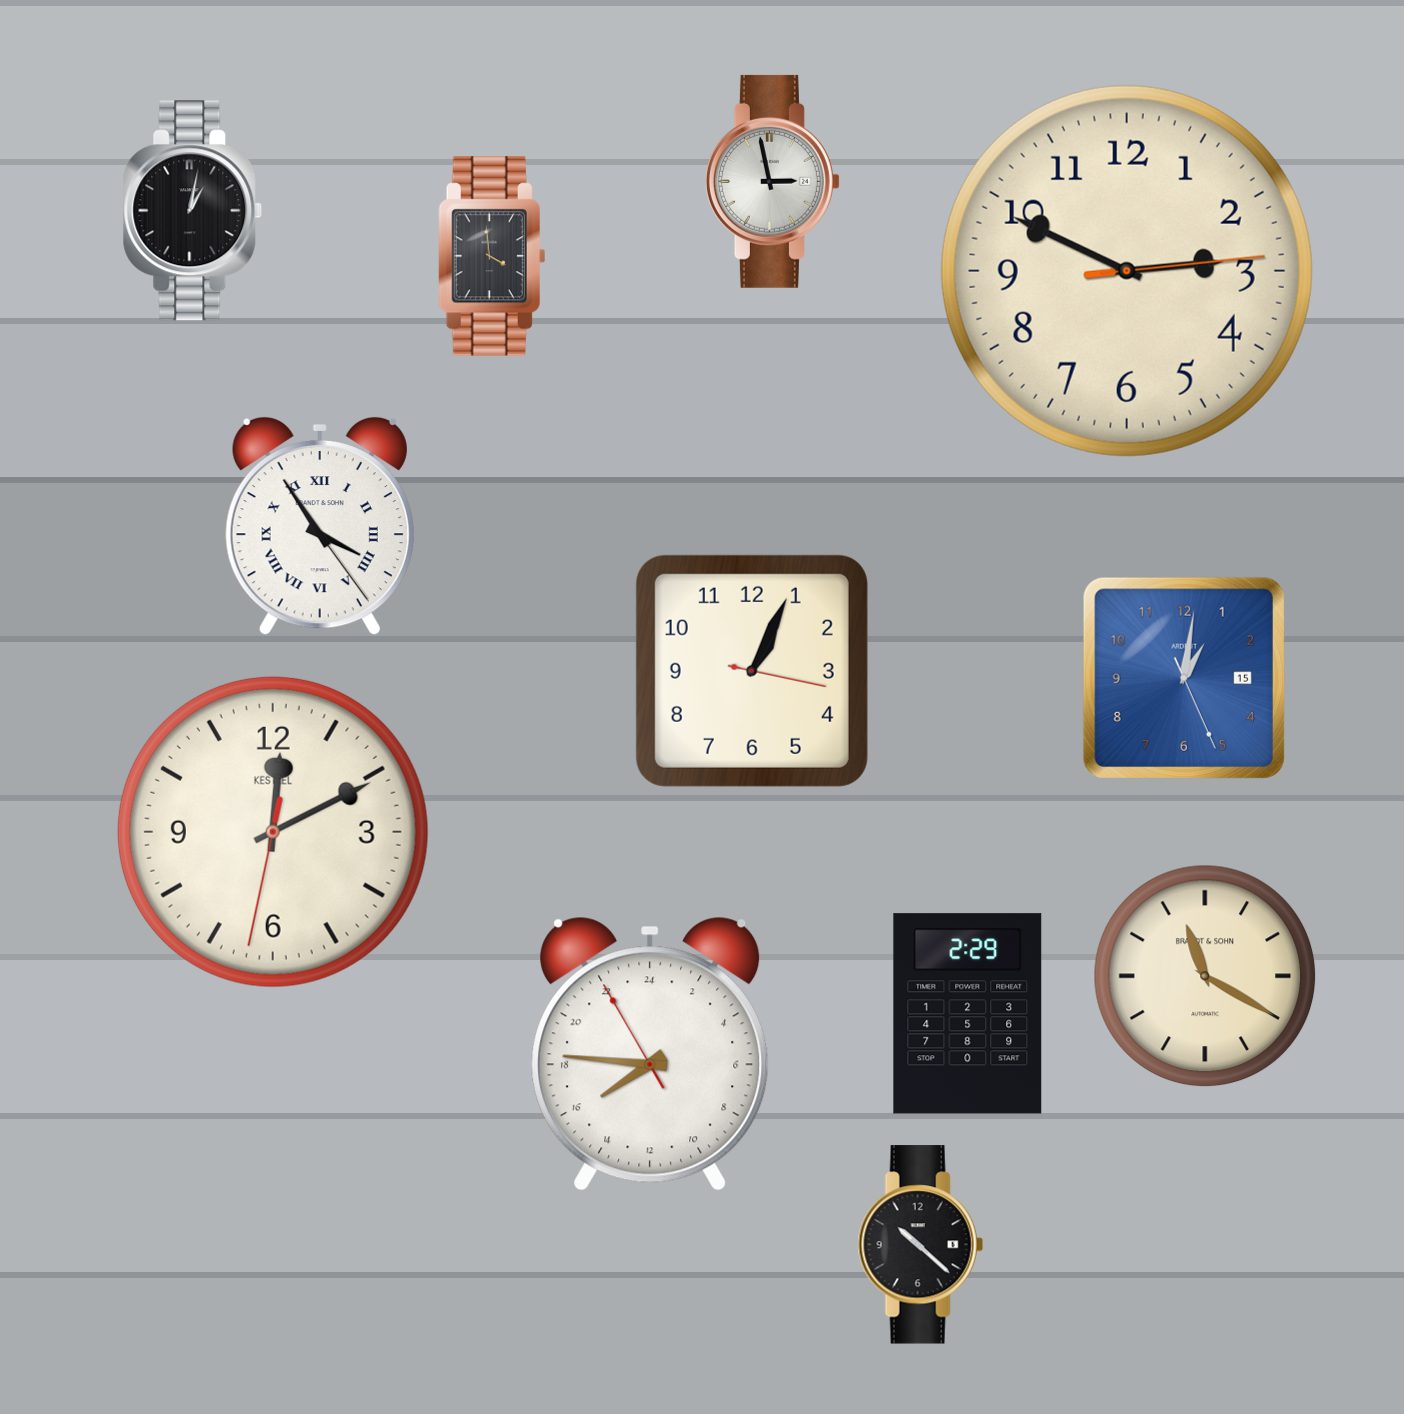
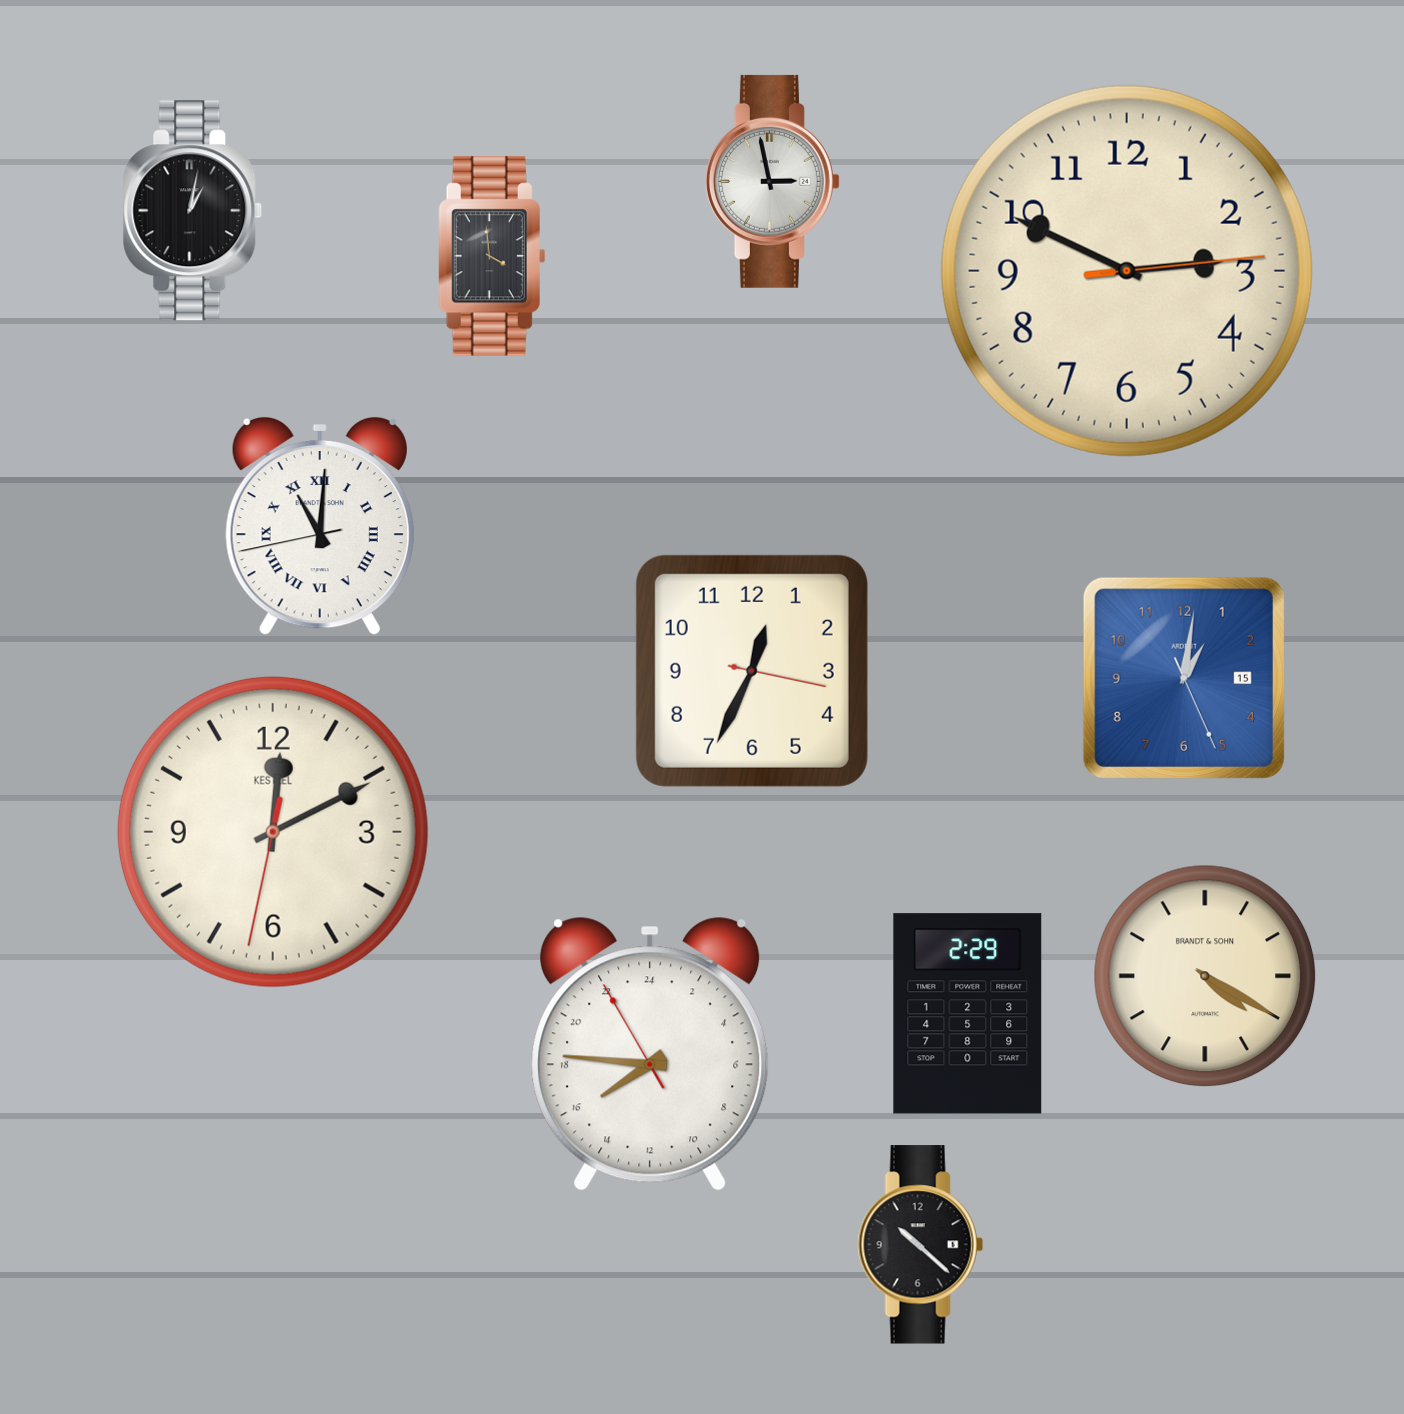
clock at (320, 526): 3:54 -> 11:00
clock at (752, 671): 1:04 -> 12:34
clock at (1205, 976): 11:20 -> 4:20
